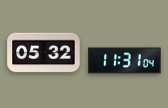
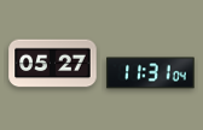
clock at (44, 53): 05:32 -> 05:27
